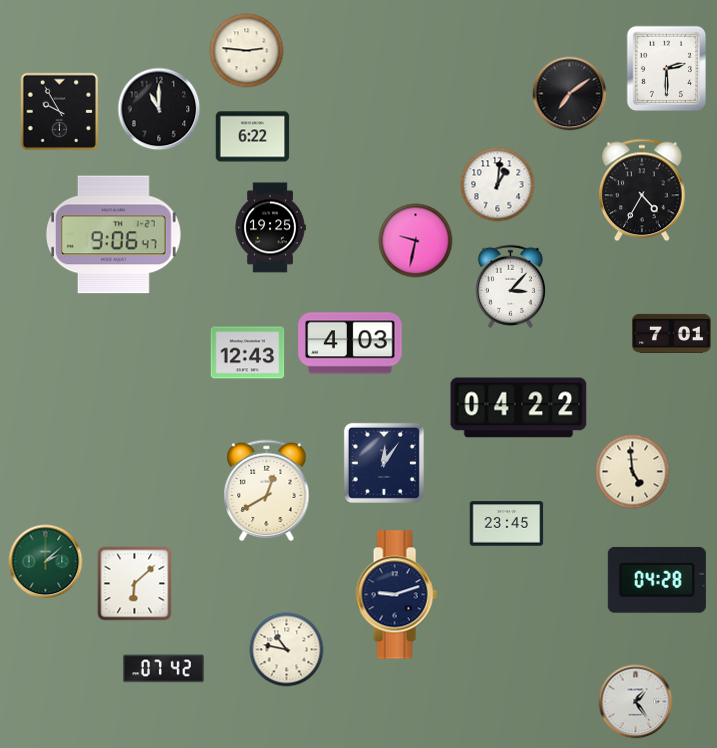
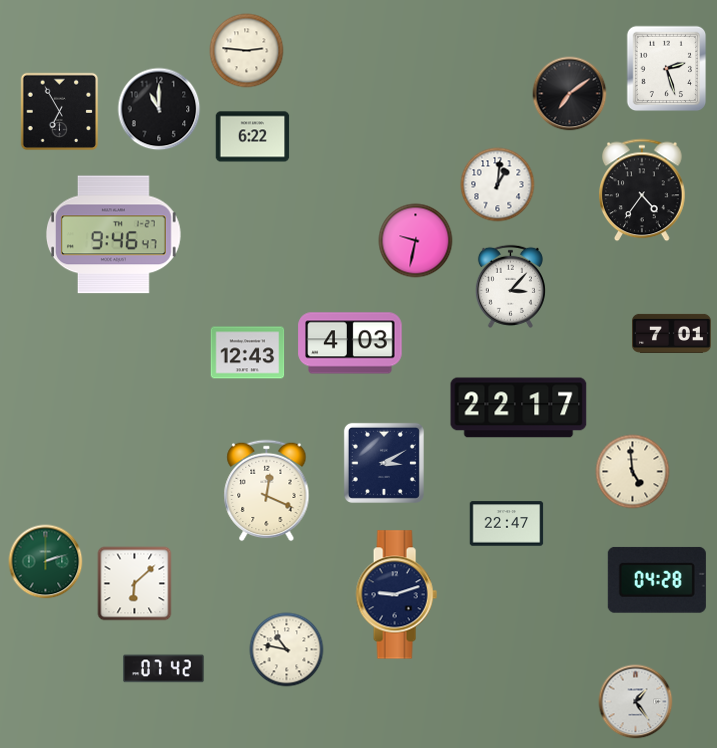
clock at (667, 69): 2:30 -> 2:27
clock at (60, 112): 9:55 -> 6:55
clock at (643, 190): 4:35 -> 4:36
clock at (270, 228): 19:25 -> none
clock at (114, 235): 9:06 -> 9:46
clock at (519, 408): 04:22 -> 22:17
clock at (384, 463): 12:06 -> 3:10
clock at (267, 491): 12:40 -> 12:19
clock at (507, 524): 23:45 -> 22:47
clock at (46, 562): 2:08 -> 2:12
